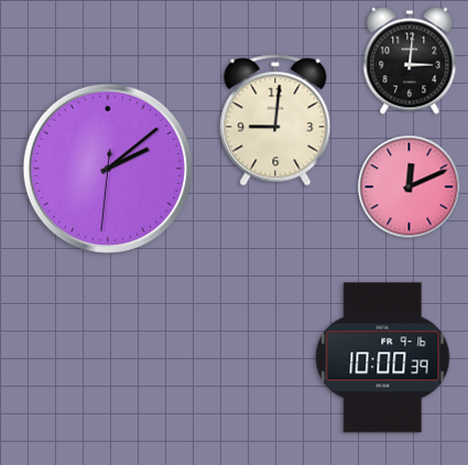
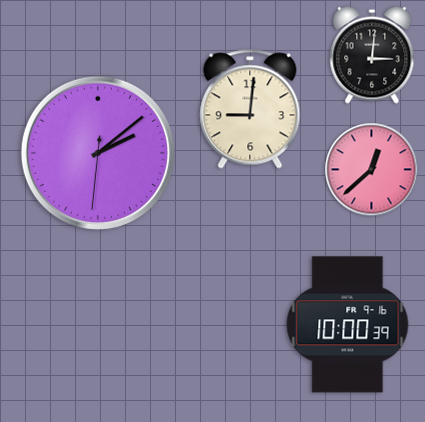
clock at (410, 187): 12:11 -> 12:38
